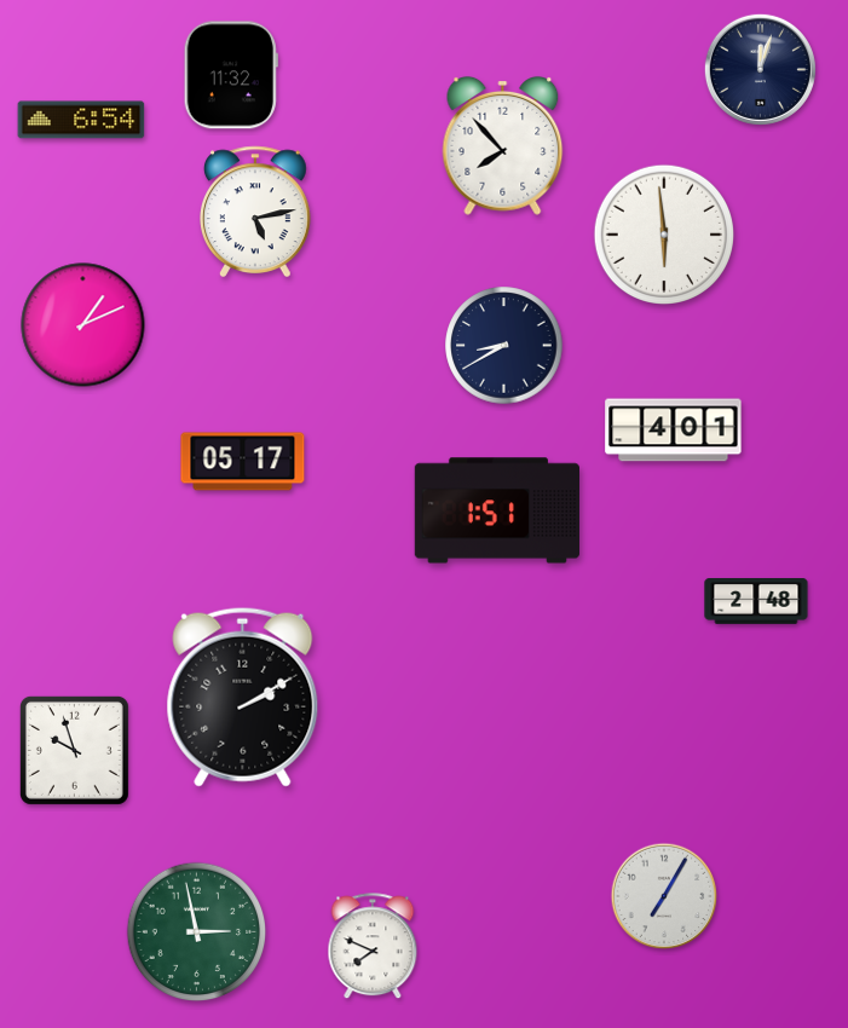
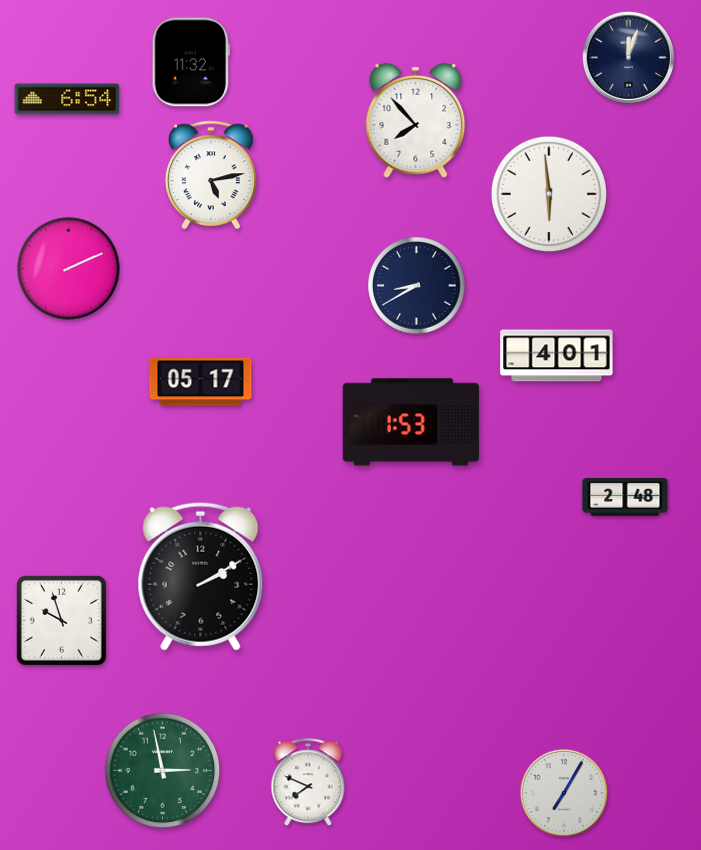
clock at (83, 325): 1:11 -> 2:11
clock at (497, 510): 1:51 -> 1:53
clock at (664, 896) position: (664, 896) -> (564, 793)
